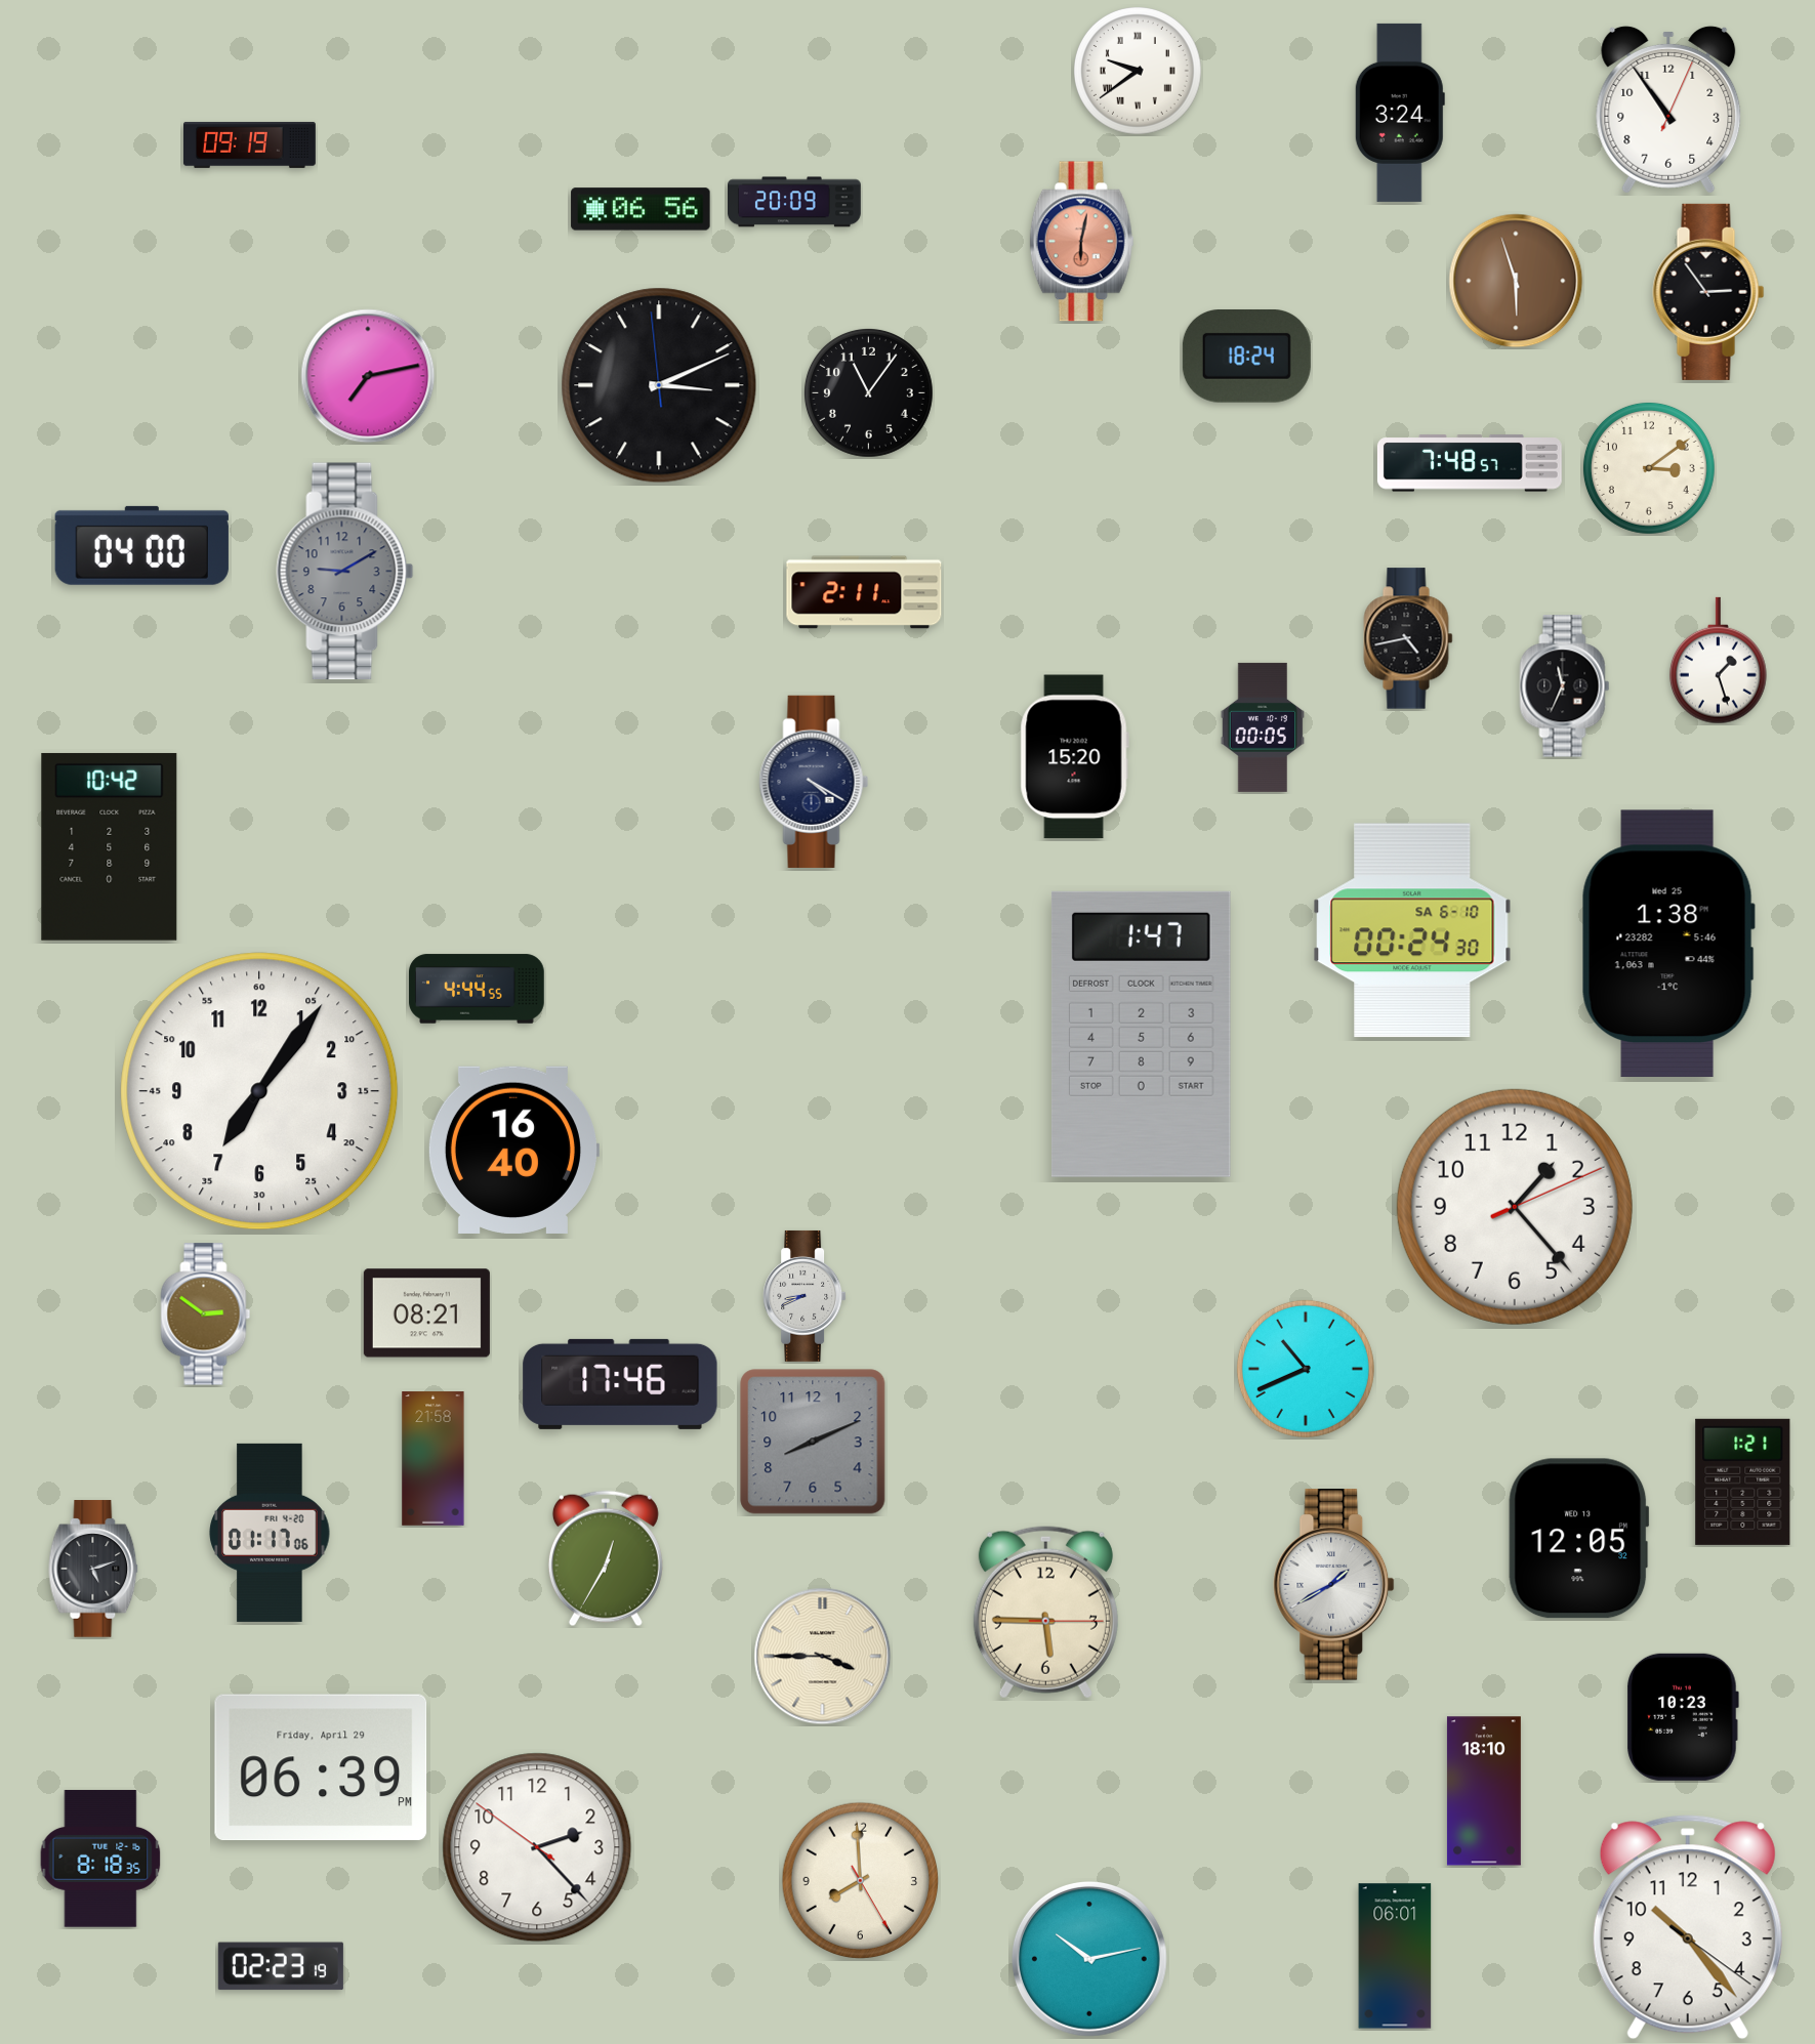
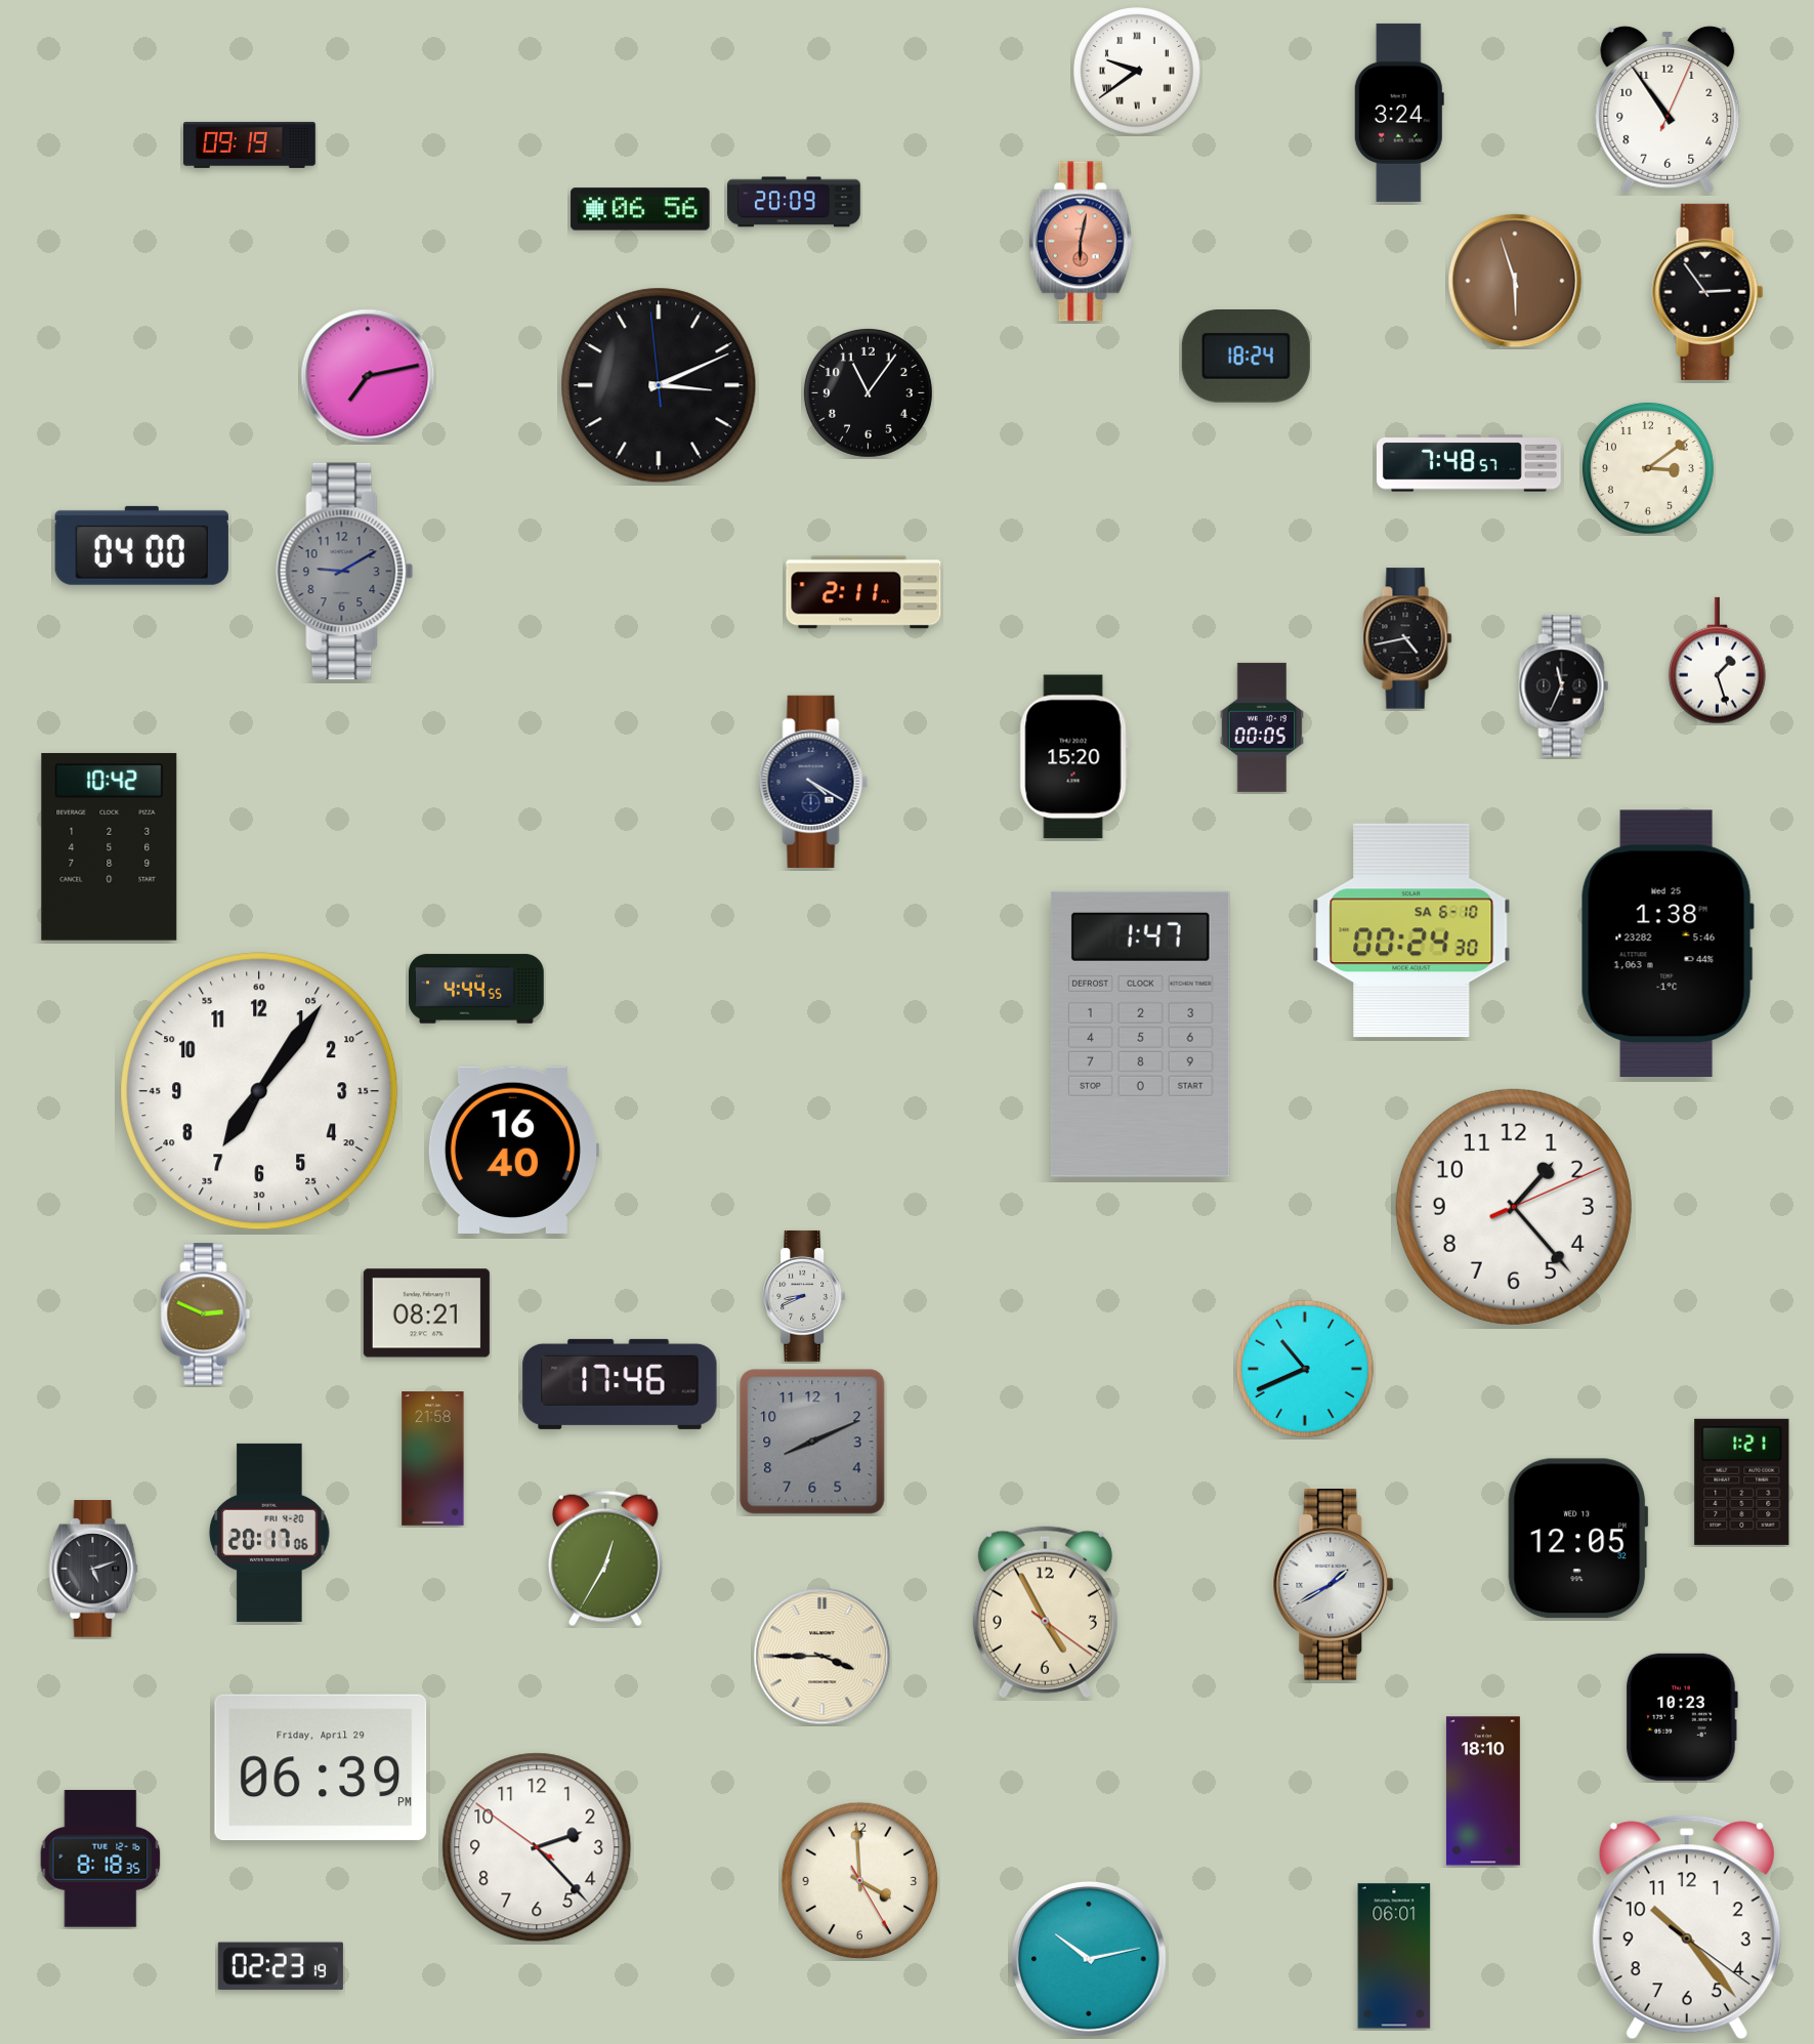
clock at (206, 1315): 2:51 -> 2:49
clock at (270, 1533): 01:17 -> 20:17
clock at (1045, 1613): 5:45 -> 4:55
clock at (861, 1881): 7:59 -> 3:59
